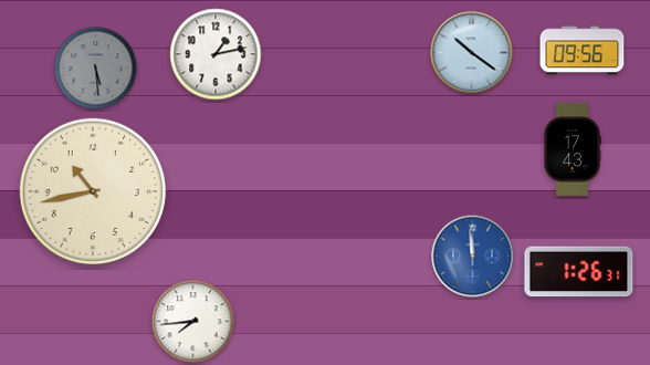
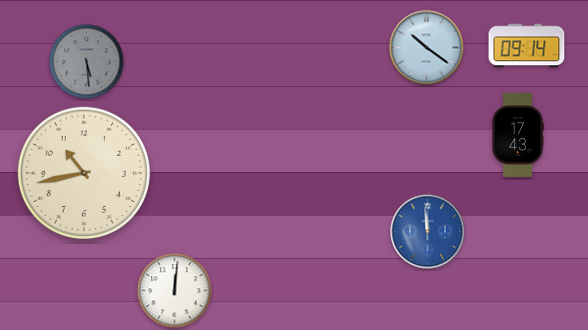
clock at (583, 51): 09:56 -> 09:14
clock at (216, 54): 1:13 -> none
clock at (579, 272): 1:26 -> none
clock at (193, 322): 7:44 -> 12:01
